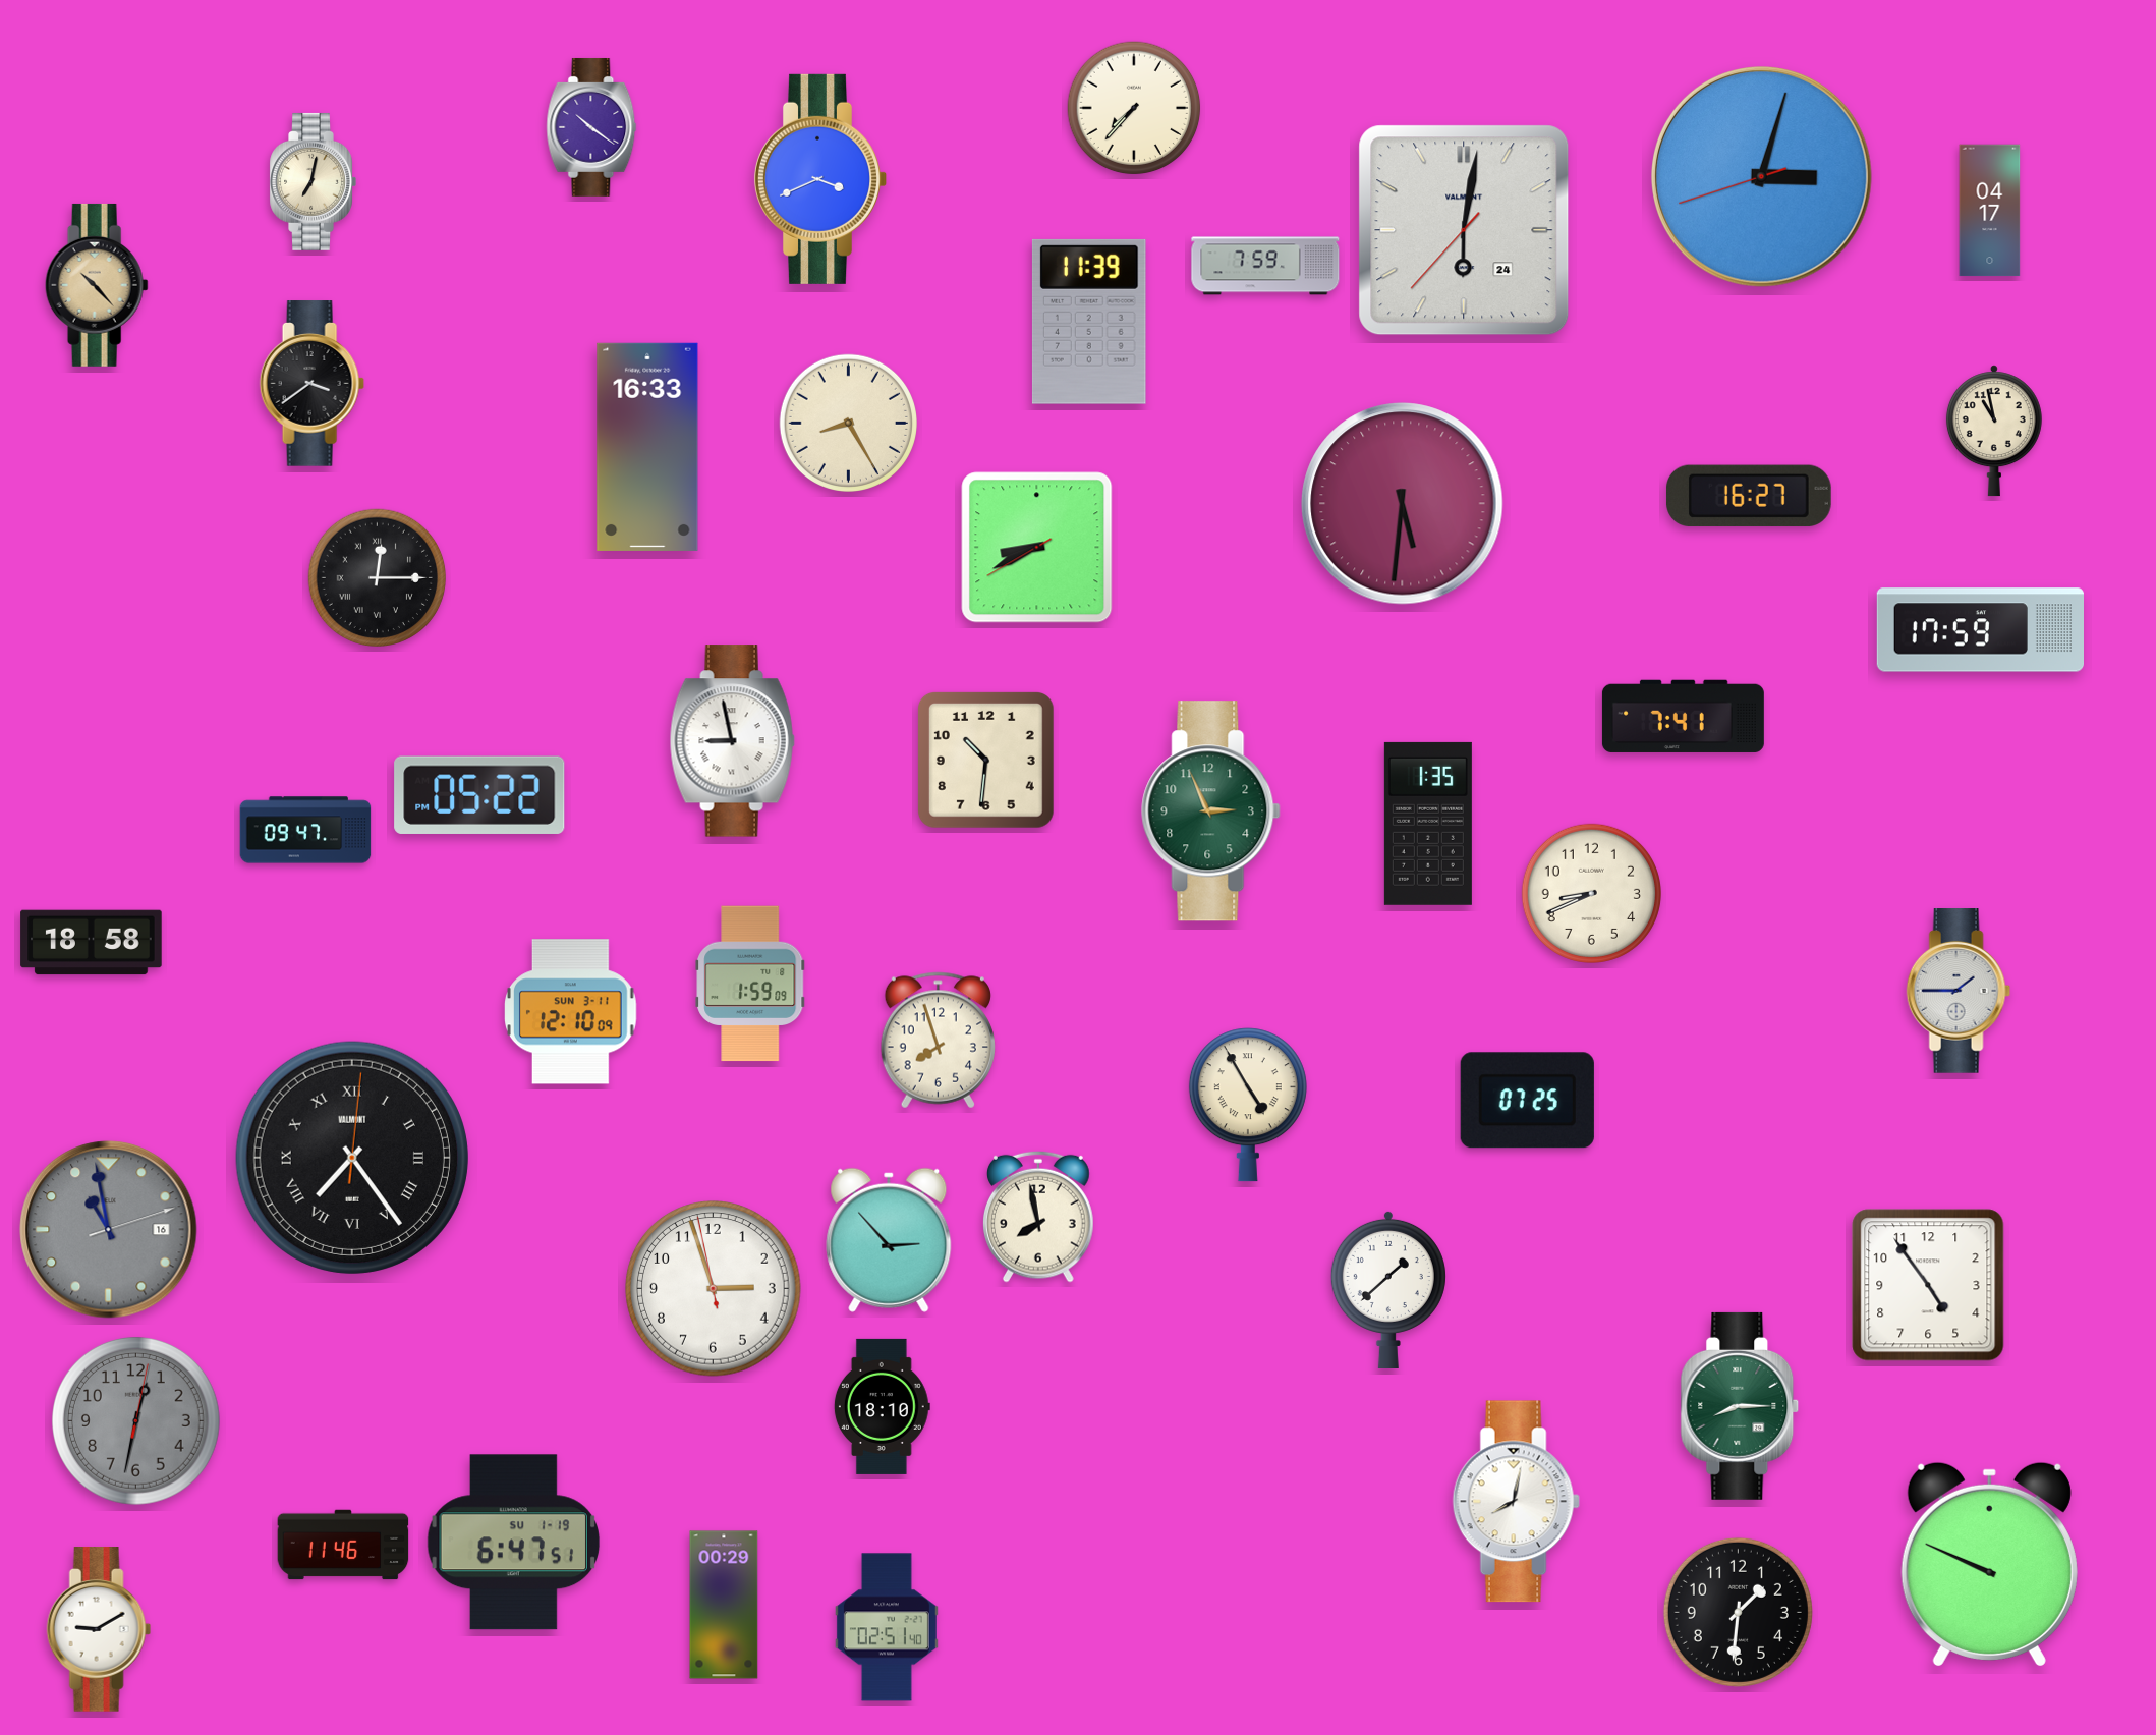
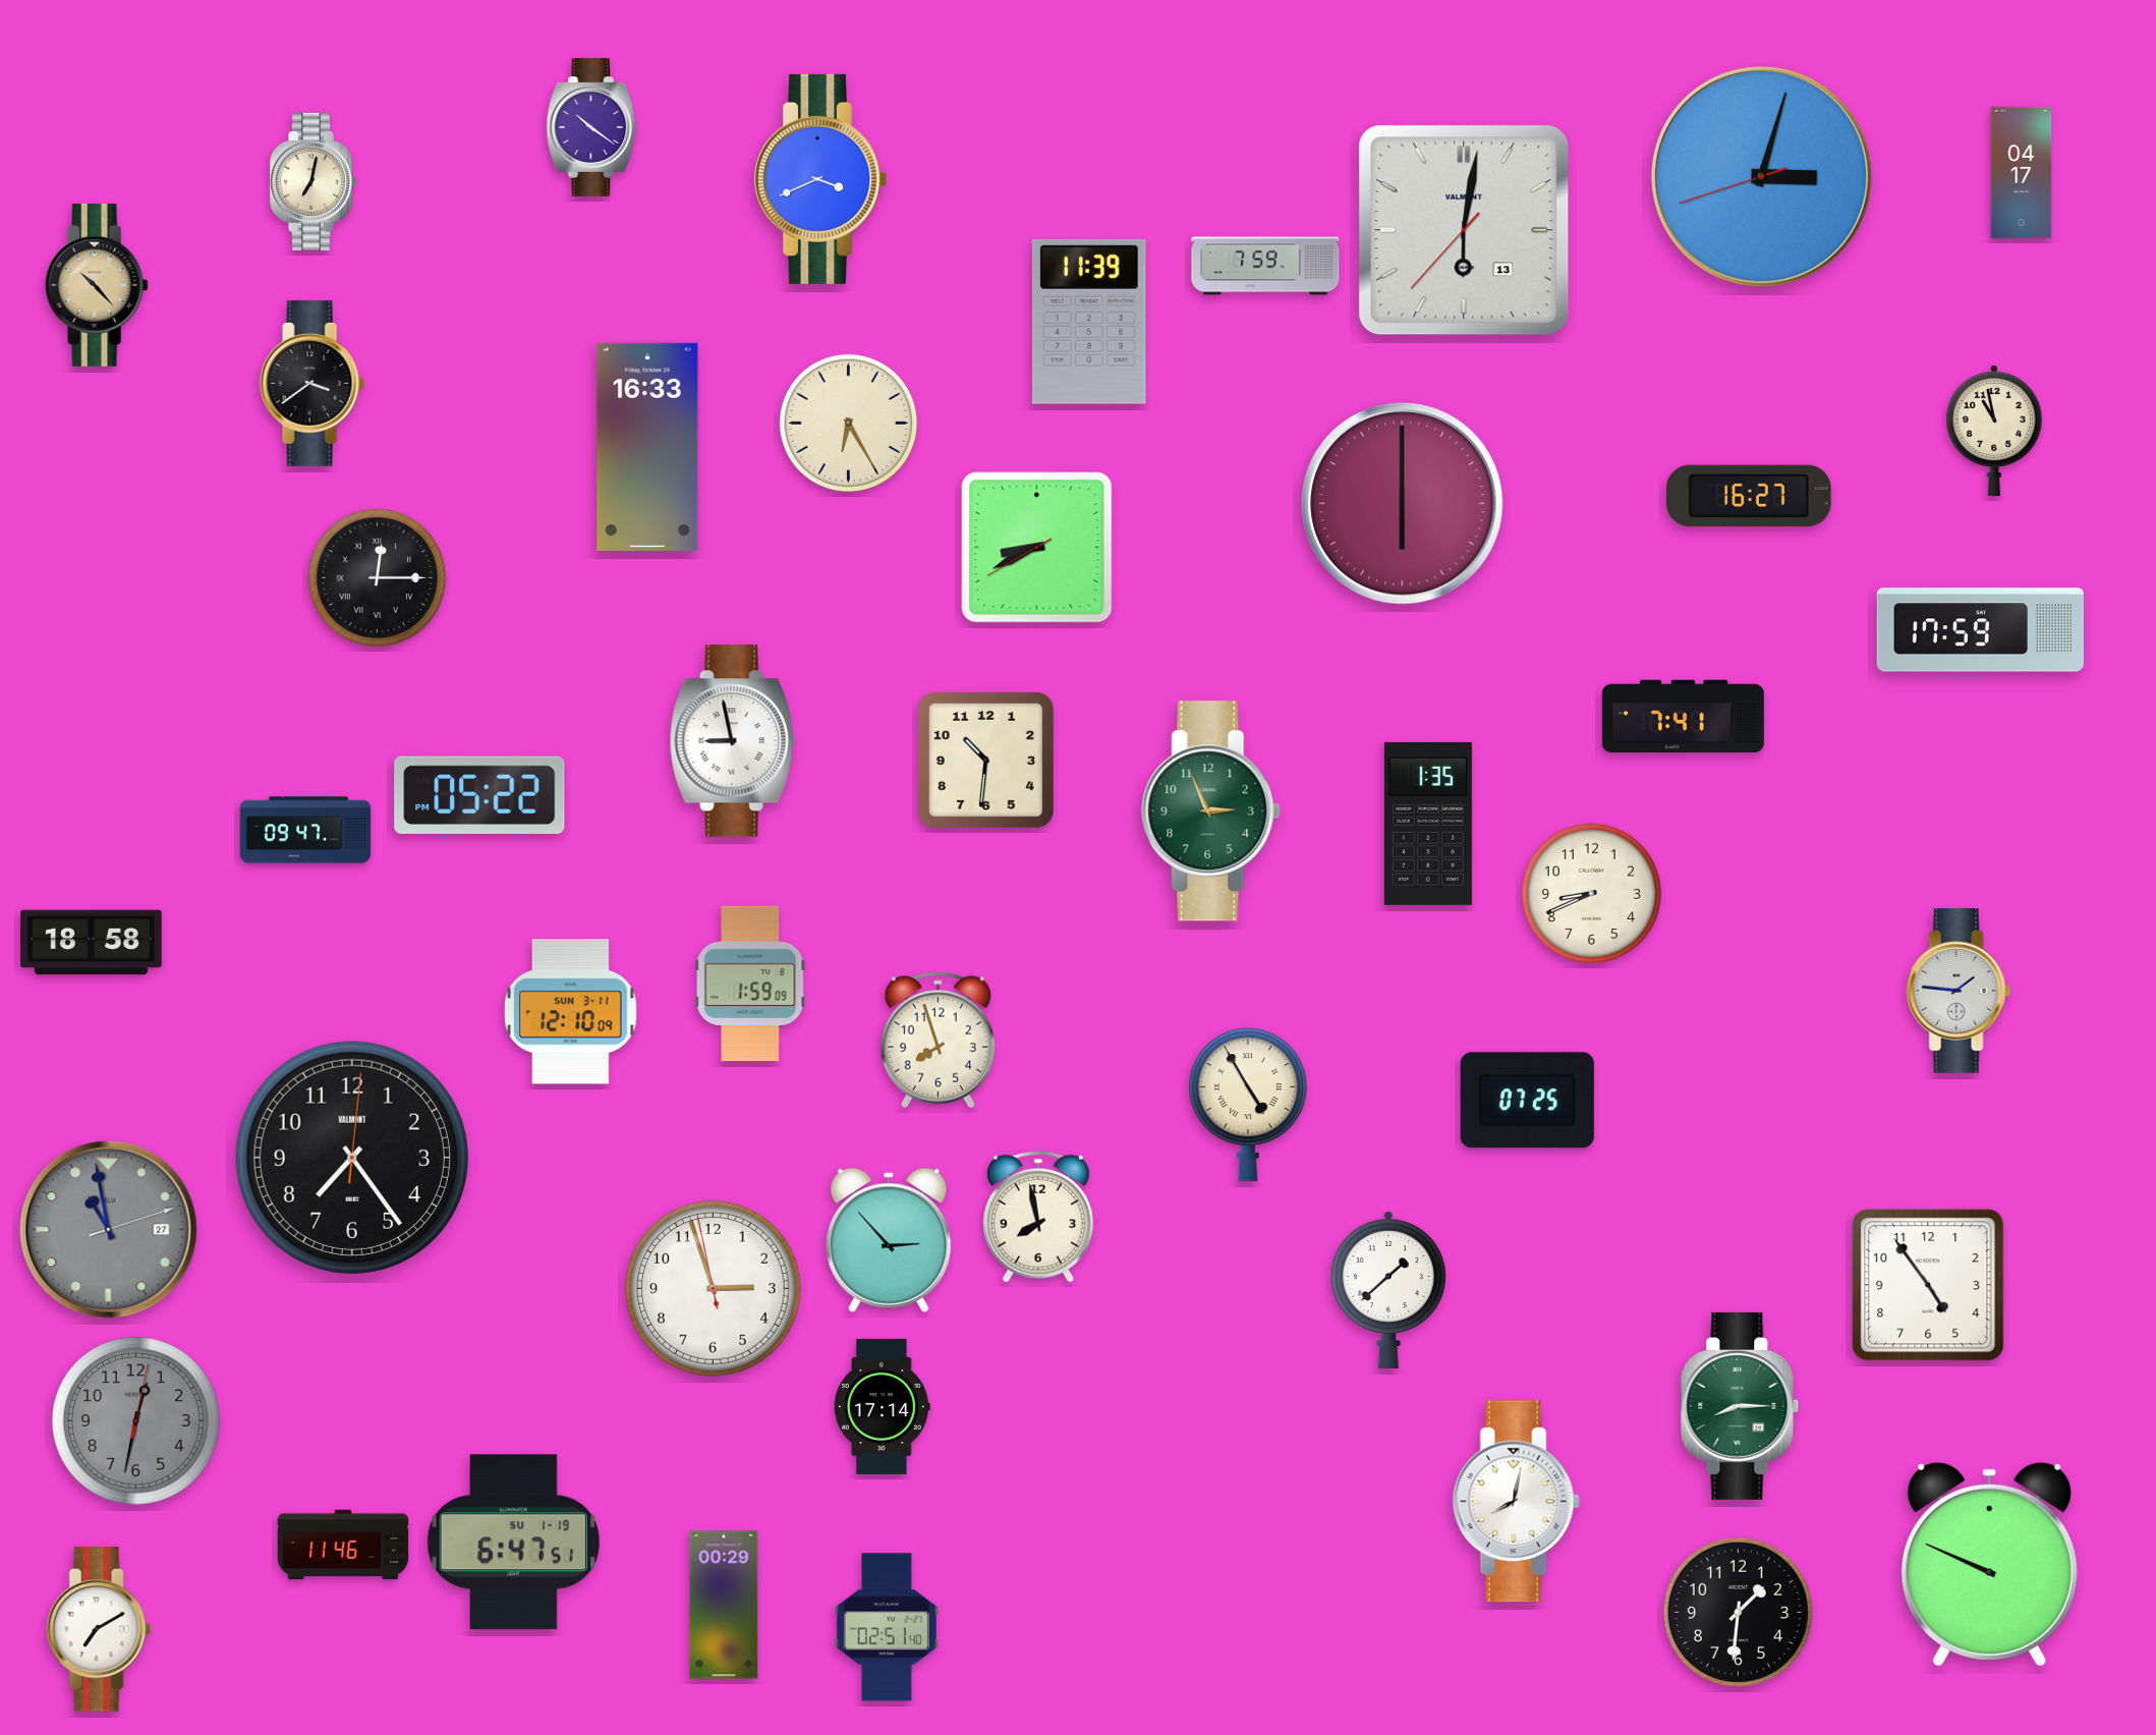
clock at (1134, 108): 7:37 -> none
clock at (1990, 211) position: (1990, 211) -> (2022, 173)
clock at (1464, 230) date: 24 -> 13
clock at (848, 423): 8:25 -> 6:25
clock at (1403, 504): 5:31 -> 6:00
clock at (1959, 992): 1:45 -> 1:46
clock at (352, 1158) numerals: Roman -> Arabic
clock at (109, 1230) date: 16 -> 27
clock at (882, 1406): 18:10 -> 17:14
clock at (99, 1630): 9:10 -> 7:10
